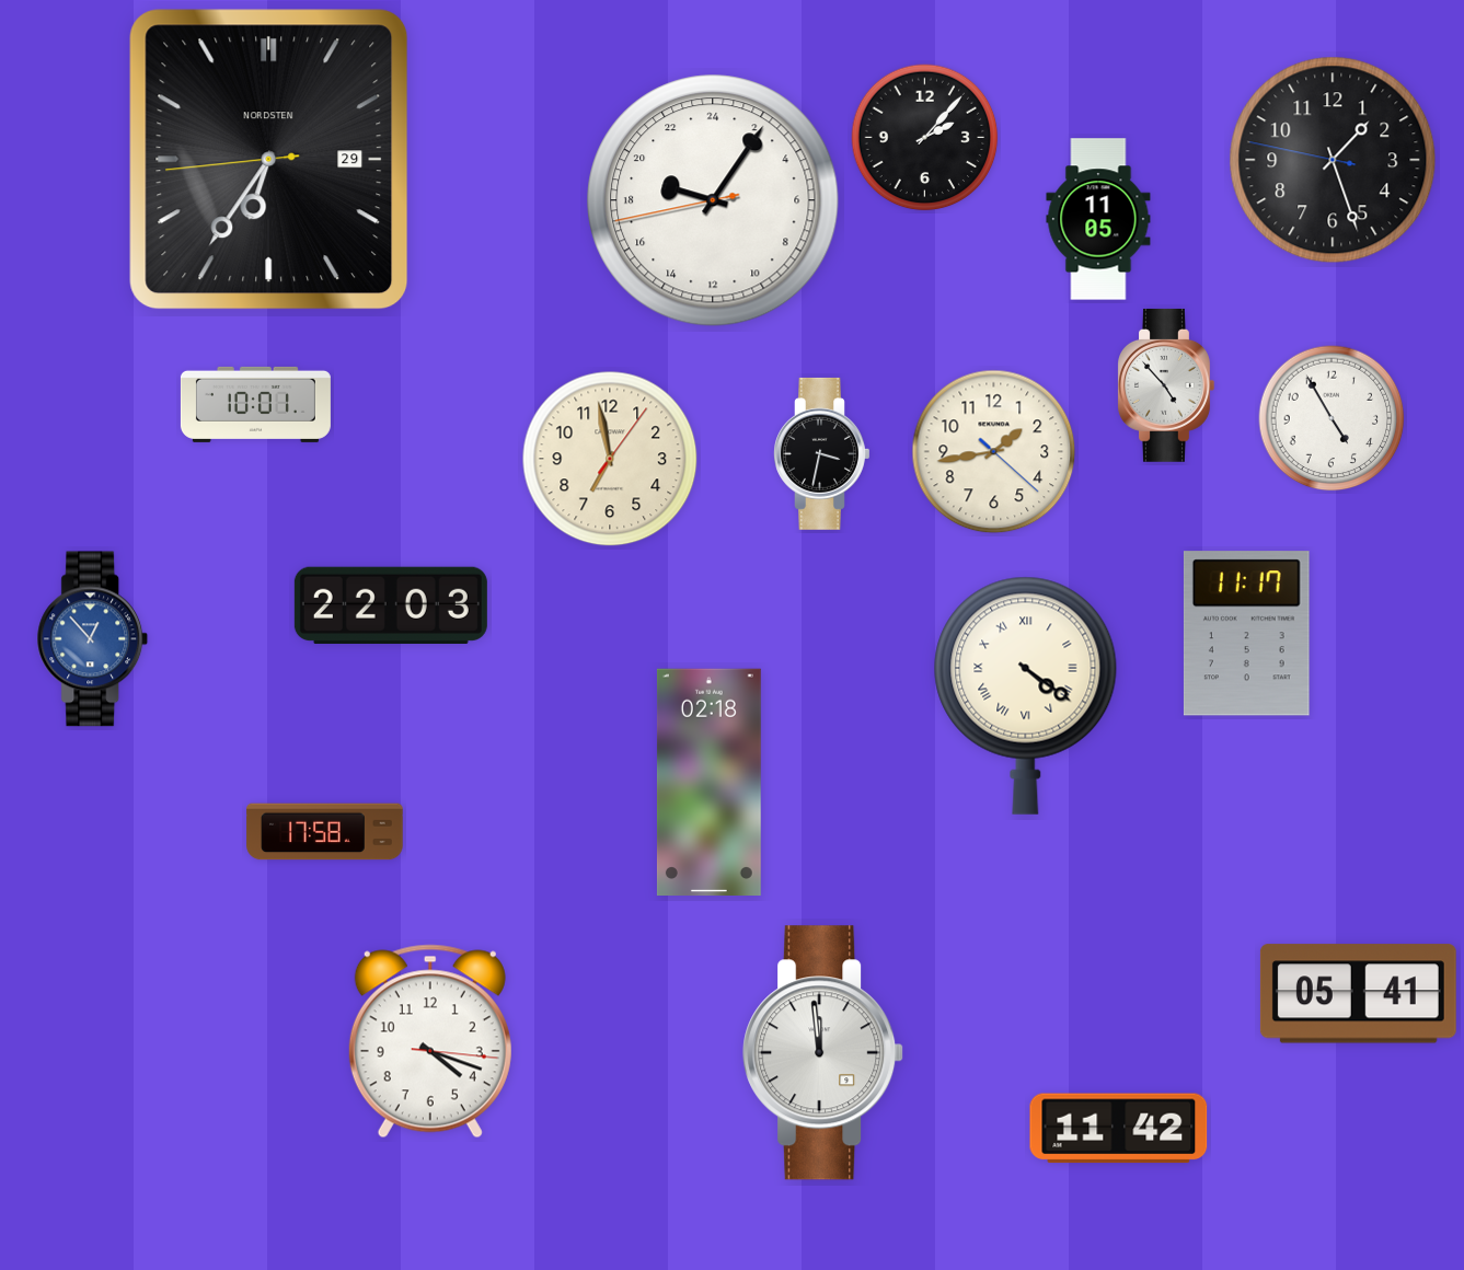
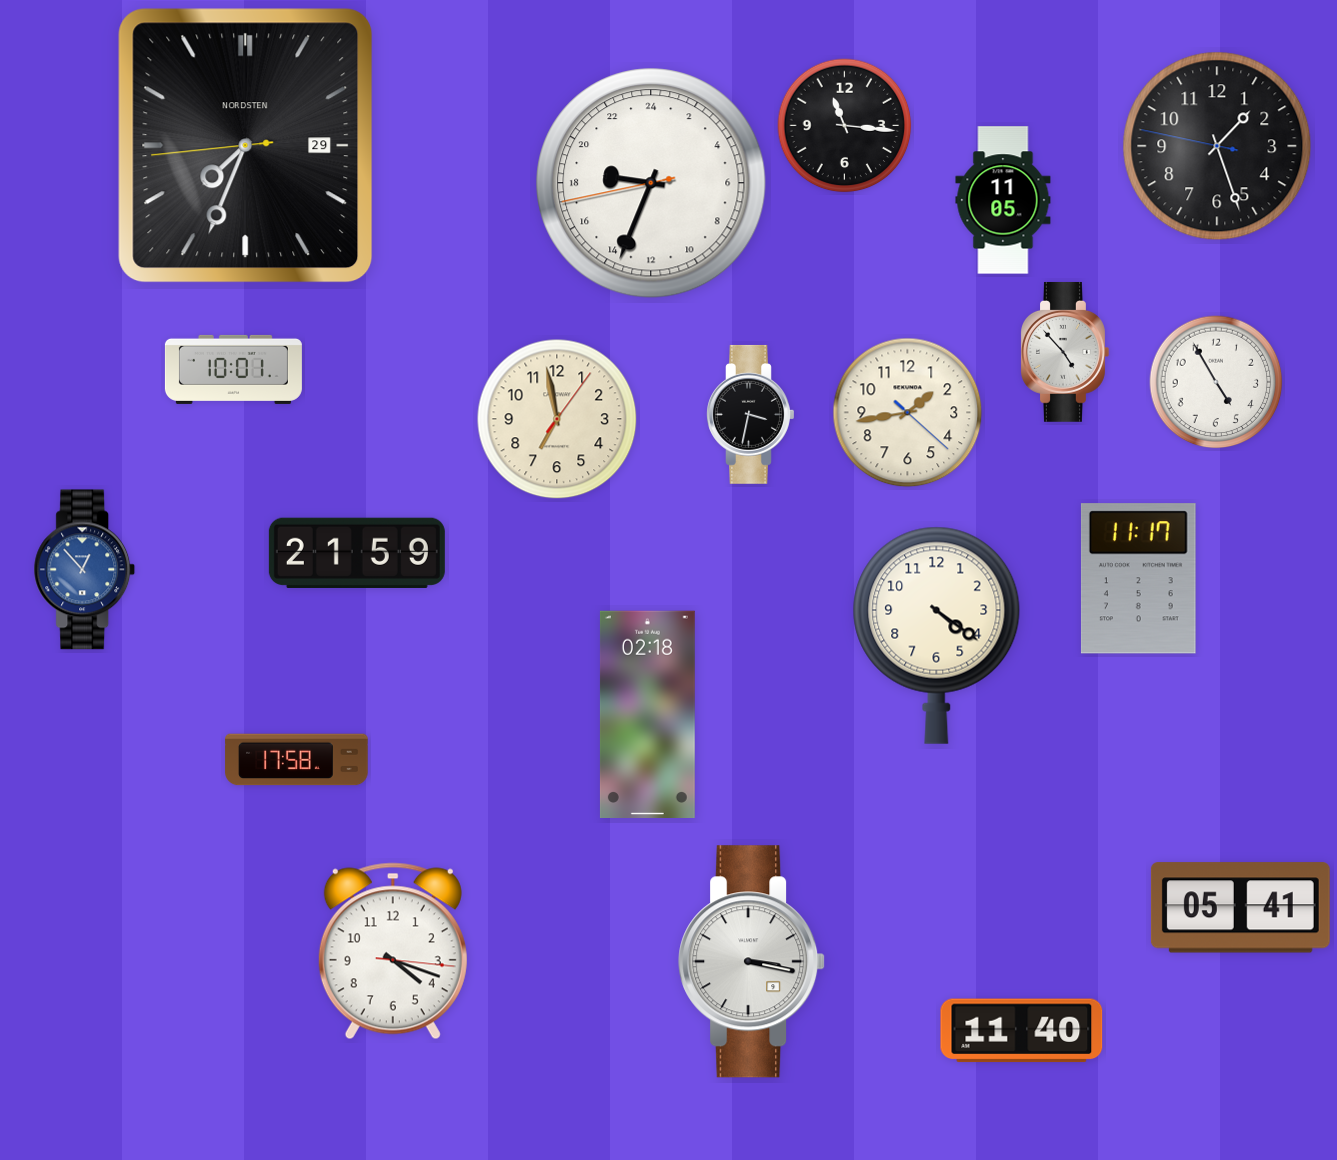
clock at (925, 138): 2:07 -> 11:16
clock at (269, 160): 6:35 -> 7:33
clock at (713, 200): 19:05 -> 18:33
clock at (391, 604): 22:03 -> 21:59
clock at (93, 639) position: (93, 639) -> (85, 570)
clock at (1026, 695) numerals: Roman -> Arabic
clock at (823, 1053): 11:59 -> 3:17
clock at (1119, 1129): 11:42 -> 11:40
